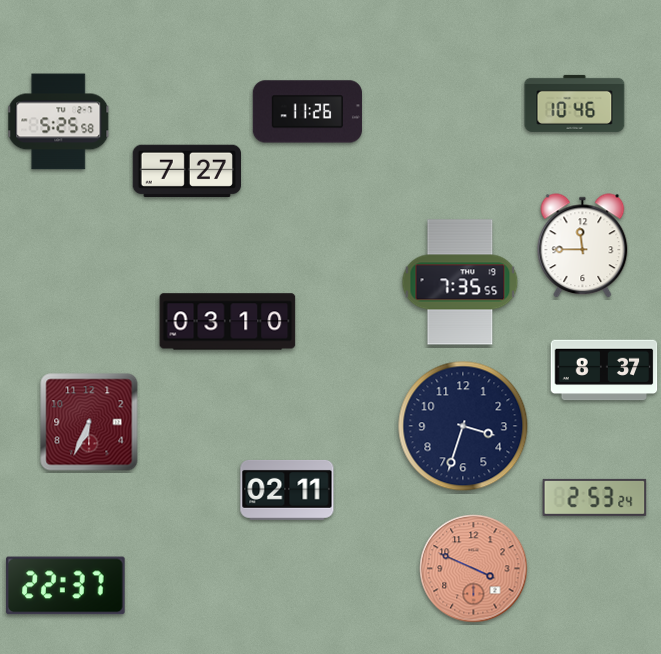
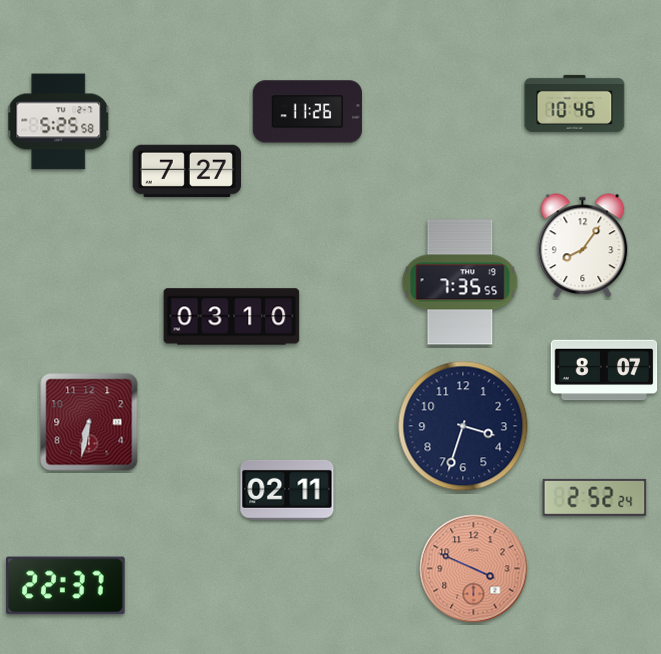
clock at (583, 246): 11:45 -> 8:06
clock at (228, 322) position: (228, 322) -> (232, 317)
clock at (604, 370): 8:37 -> 8:07
clock at (89, 422): 6:34 -> 6:32
clock at (595, 497): 2:53 -> 2:52
